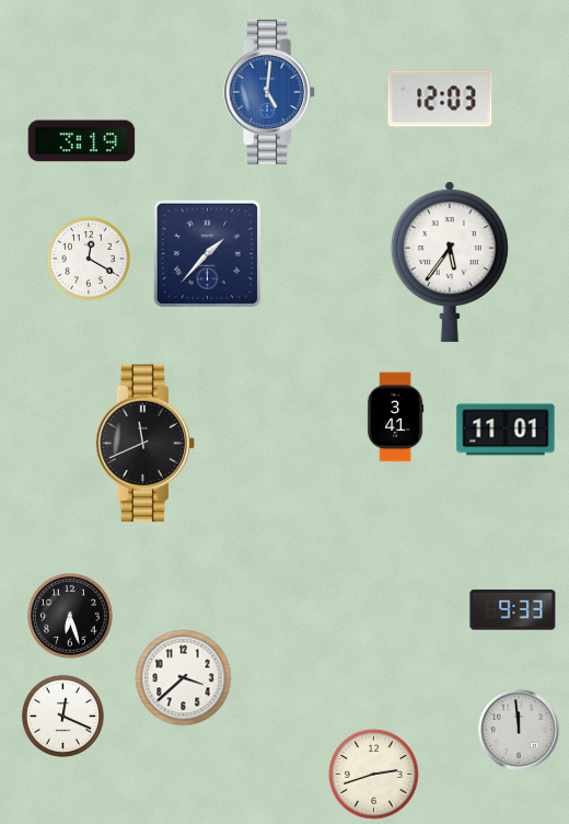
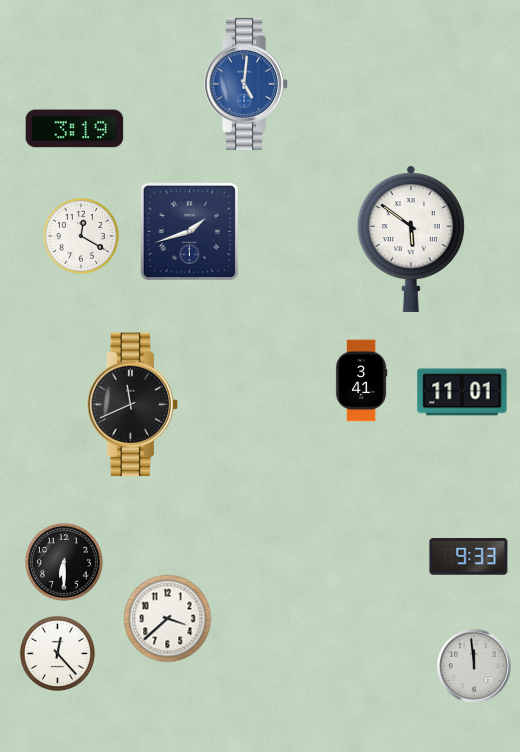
clock at (440, 99): 12:03 -> none
clock at (207, 253): 1:37 -> 1:42
clock at (450, 262): 5:36 -> 5:51
clock at (71, 617): 6:27 -> 6:30
clock at (62, 716): 12:19 -> 12:23
clock at (374, 775): 2:42 -> none
